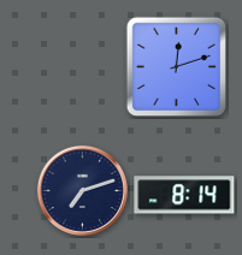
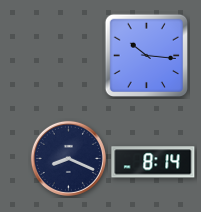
clock at (176, 66): 12:12 -> 10:16
clock at (82, 190): 7:12 -> 8:19
